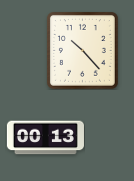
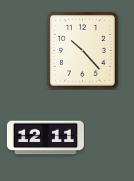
clock at (45, 138): 00:13 -> 12:11
